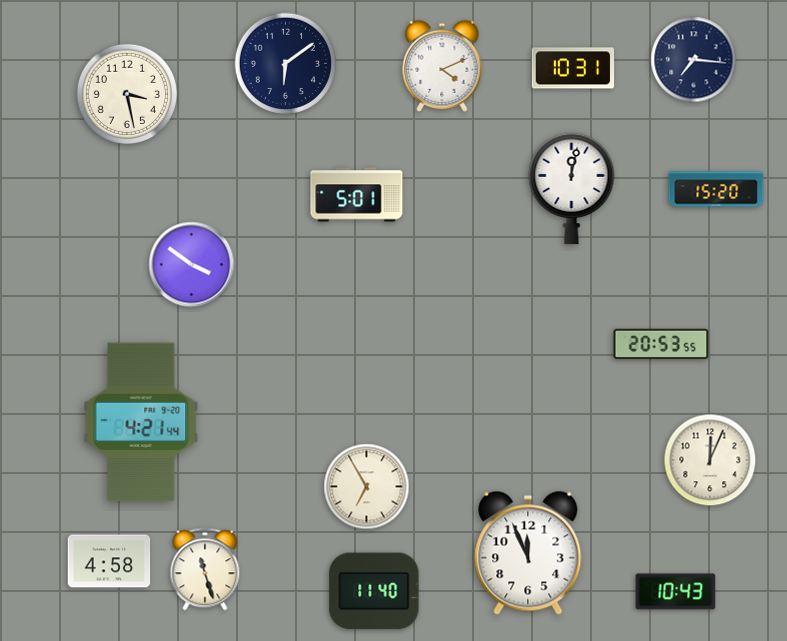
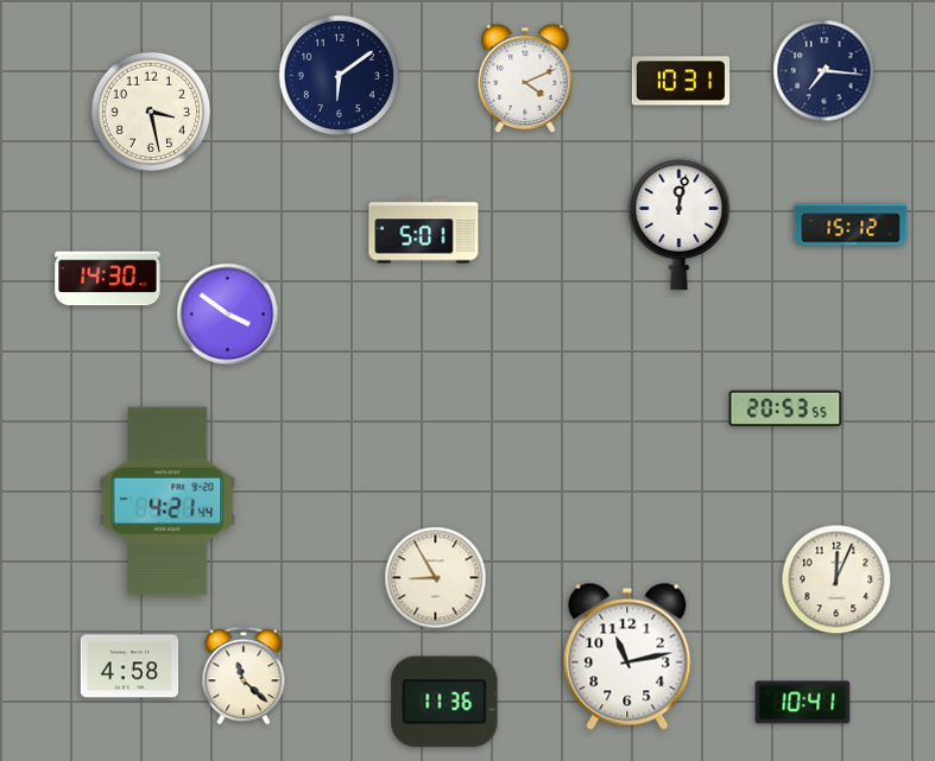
clock at (716, 189): 15:20 -> 15:12
clock at (108, 279): none -> 14:30
clock at (710, 460) position: (710, 460) -> (836, 579)
clock at (367, 487): 6:55 -> 8:55
clock at (528, 553): 11:56 -> 11:13
clock at (205, 569): 11:27 -> 11:22
clock at (374, 591): 11:40 -> 11:36
clock at (676, 592): 10:43 -> 10:41
